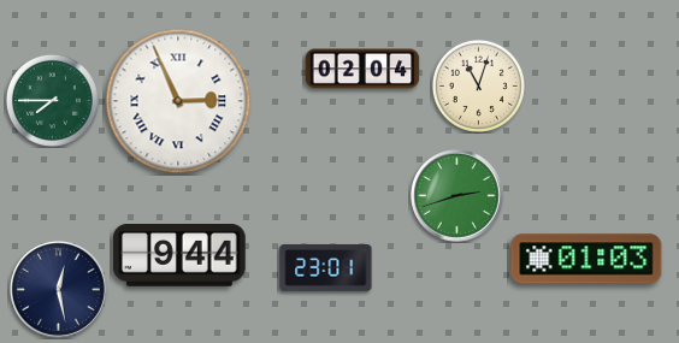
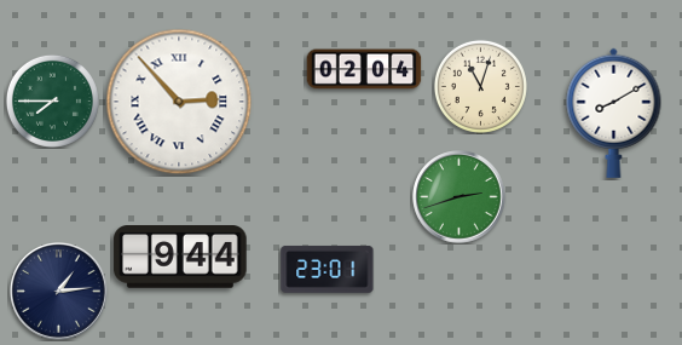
clock at (178, 101): 2:56 -> 2:53
clock at (614, 113): none -> 8:10
clock at (586, 259): 01:03 -> none
clock at (58, 289): 12:28 -> 1:14
